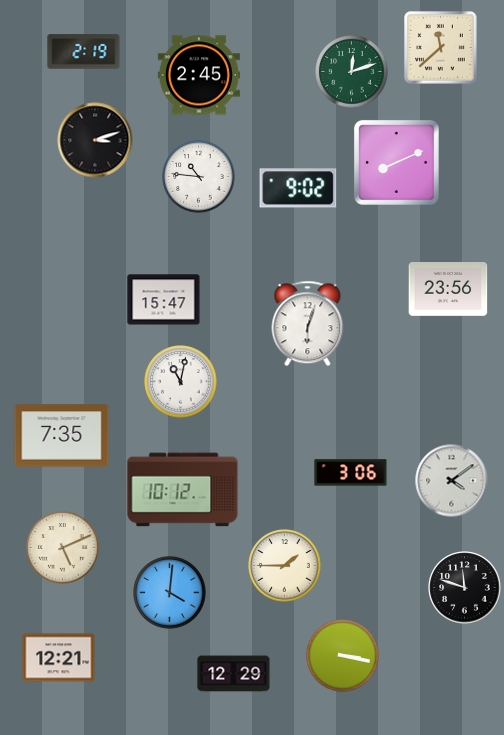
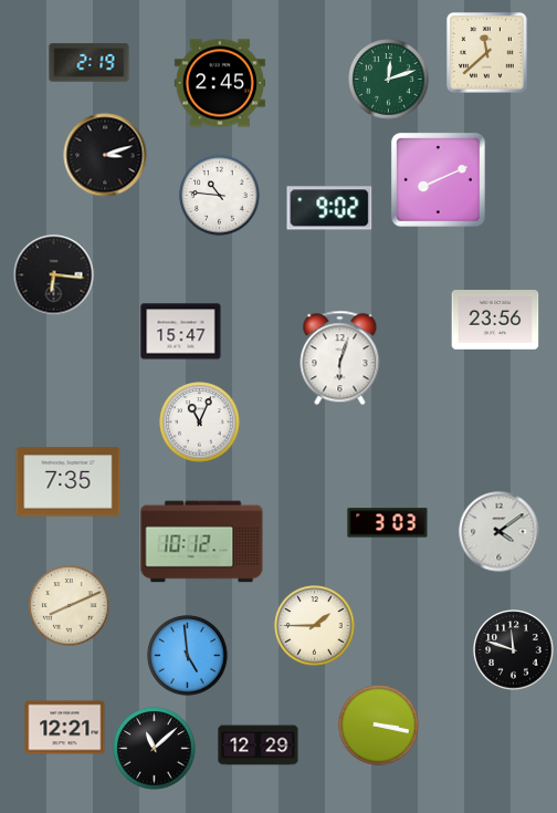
clock at (84, 52) position: (84, 52) -> (90, 63)
clock at (54, 275): none -> 6:16
clock at (181, 382): 11:02 -> 11:04
clock at (351, 473): 3:06 -> 3:03
clock at (63, 548): 5:11 -> 8:11
clock at (170, 593): 4:01 -> 4:59
clock at (155, 749): none -> 11:08
